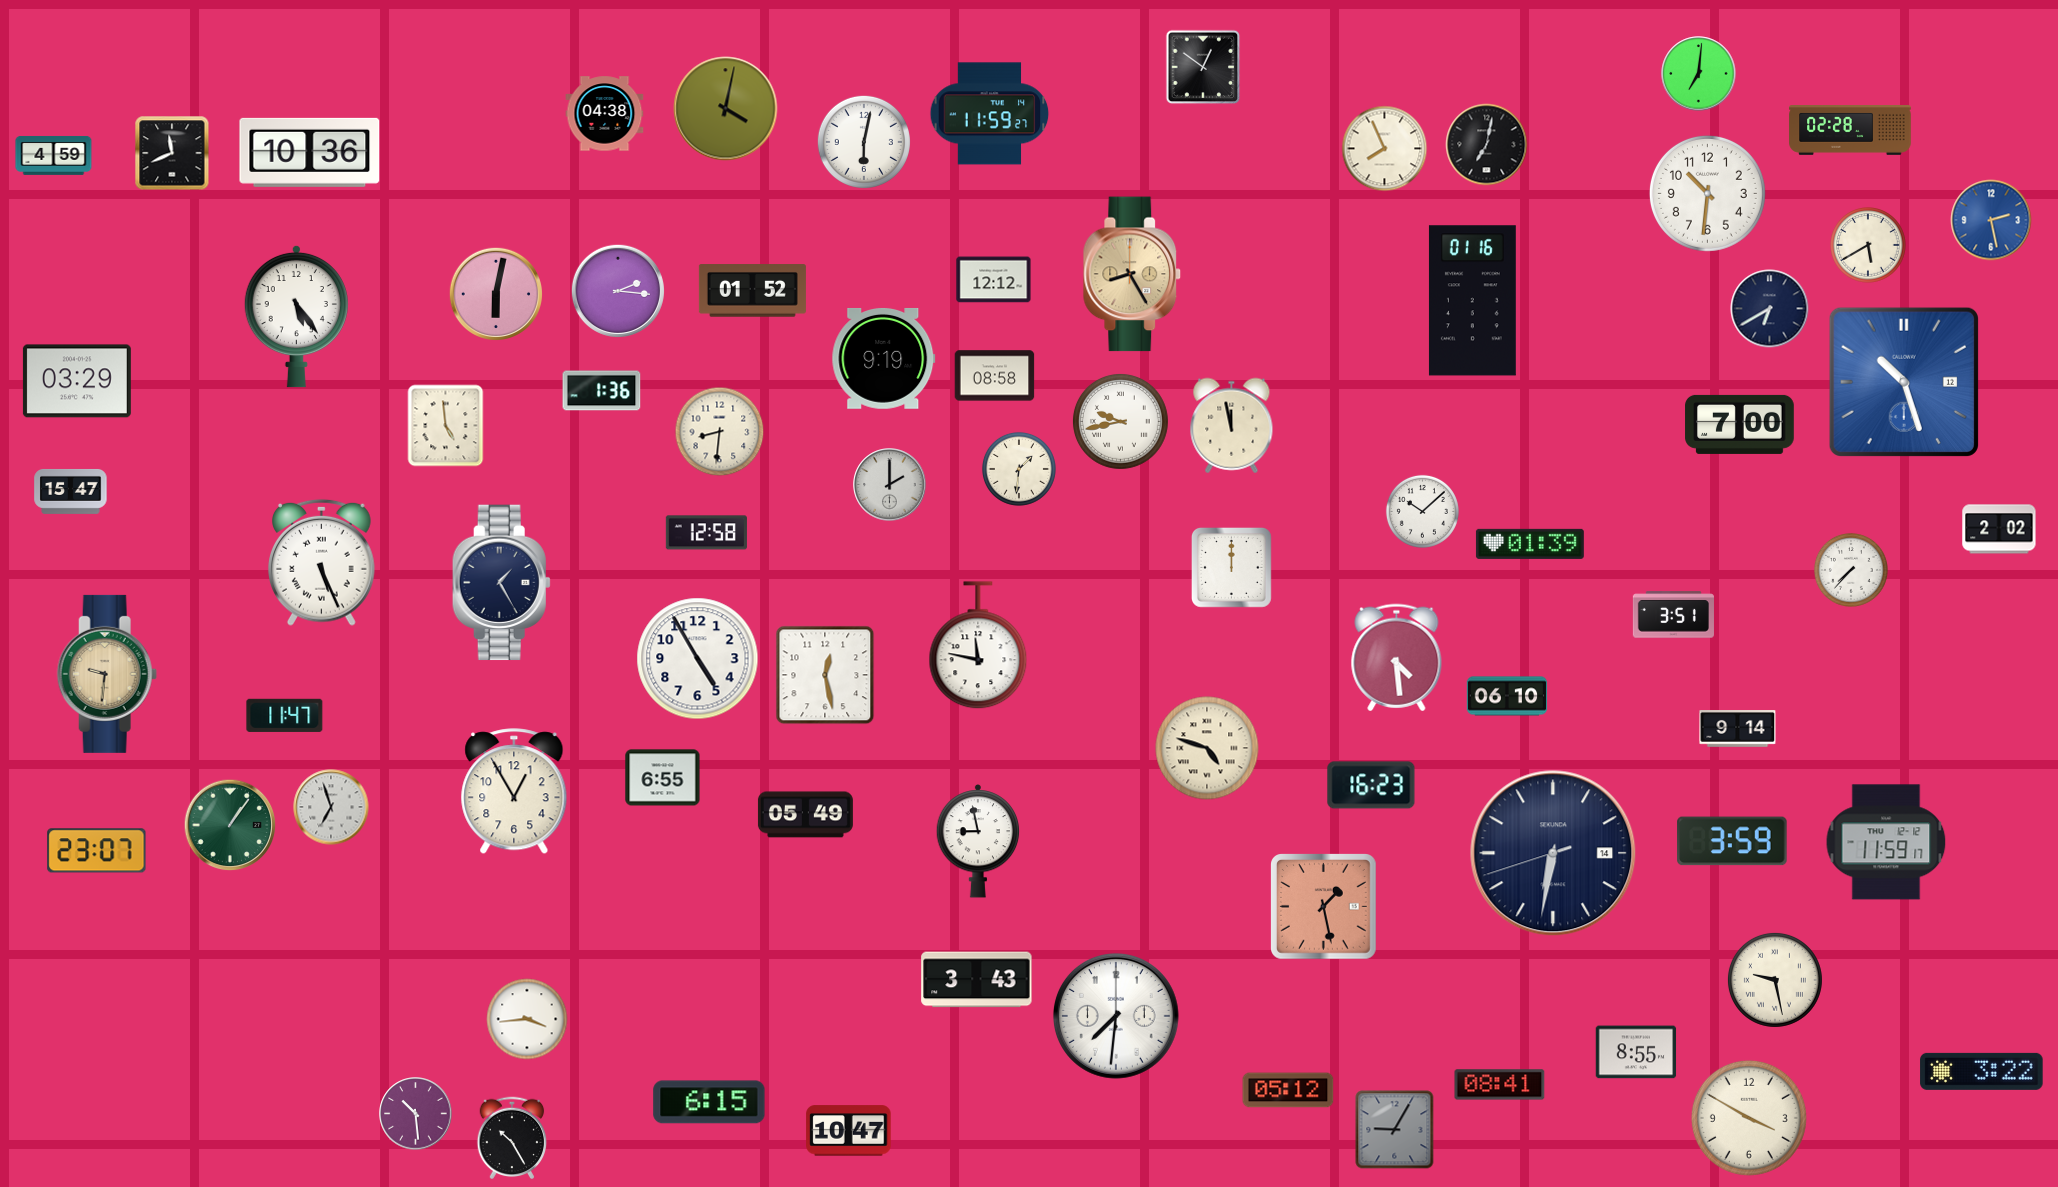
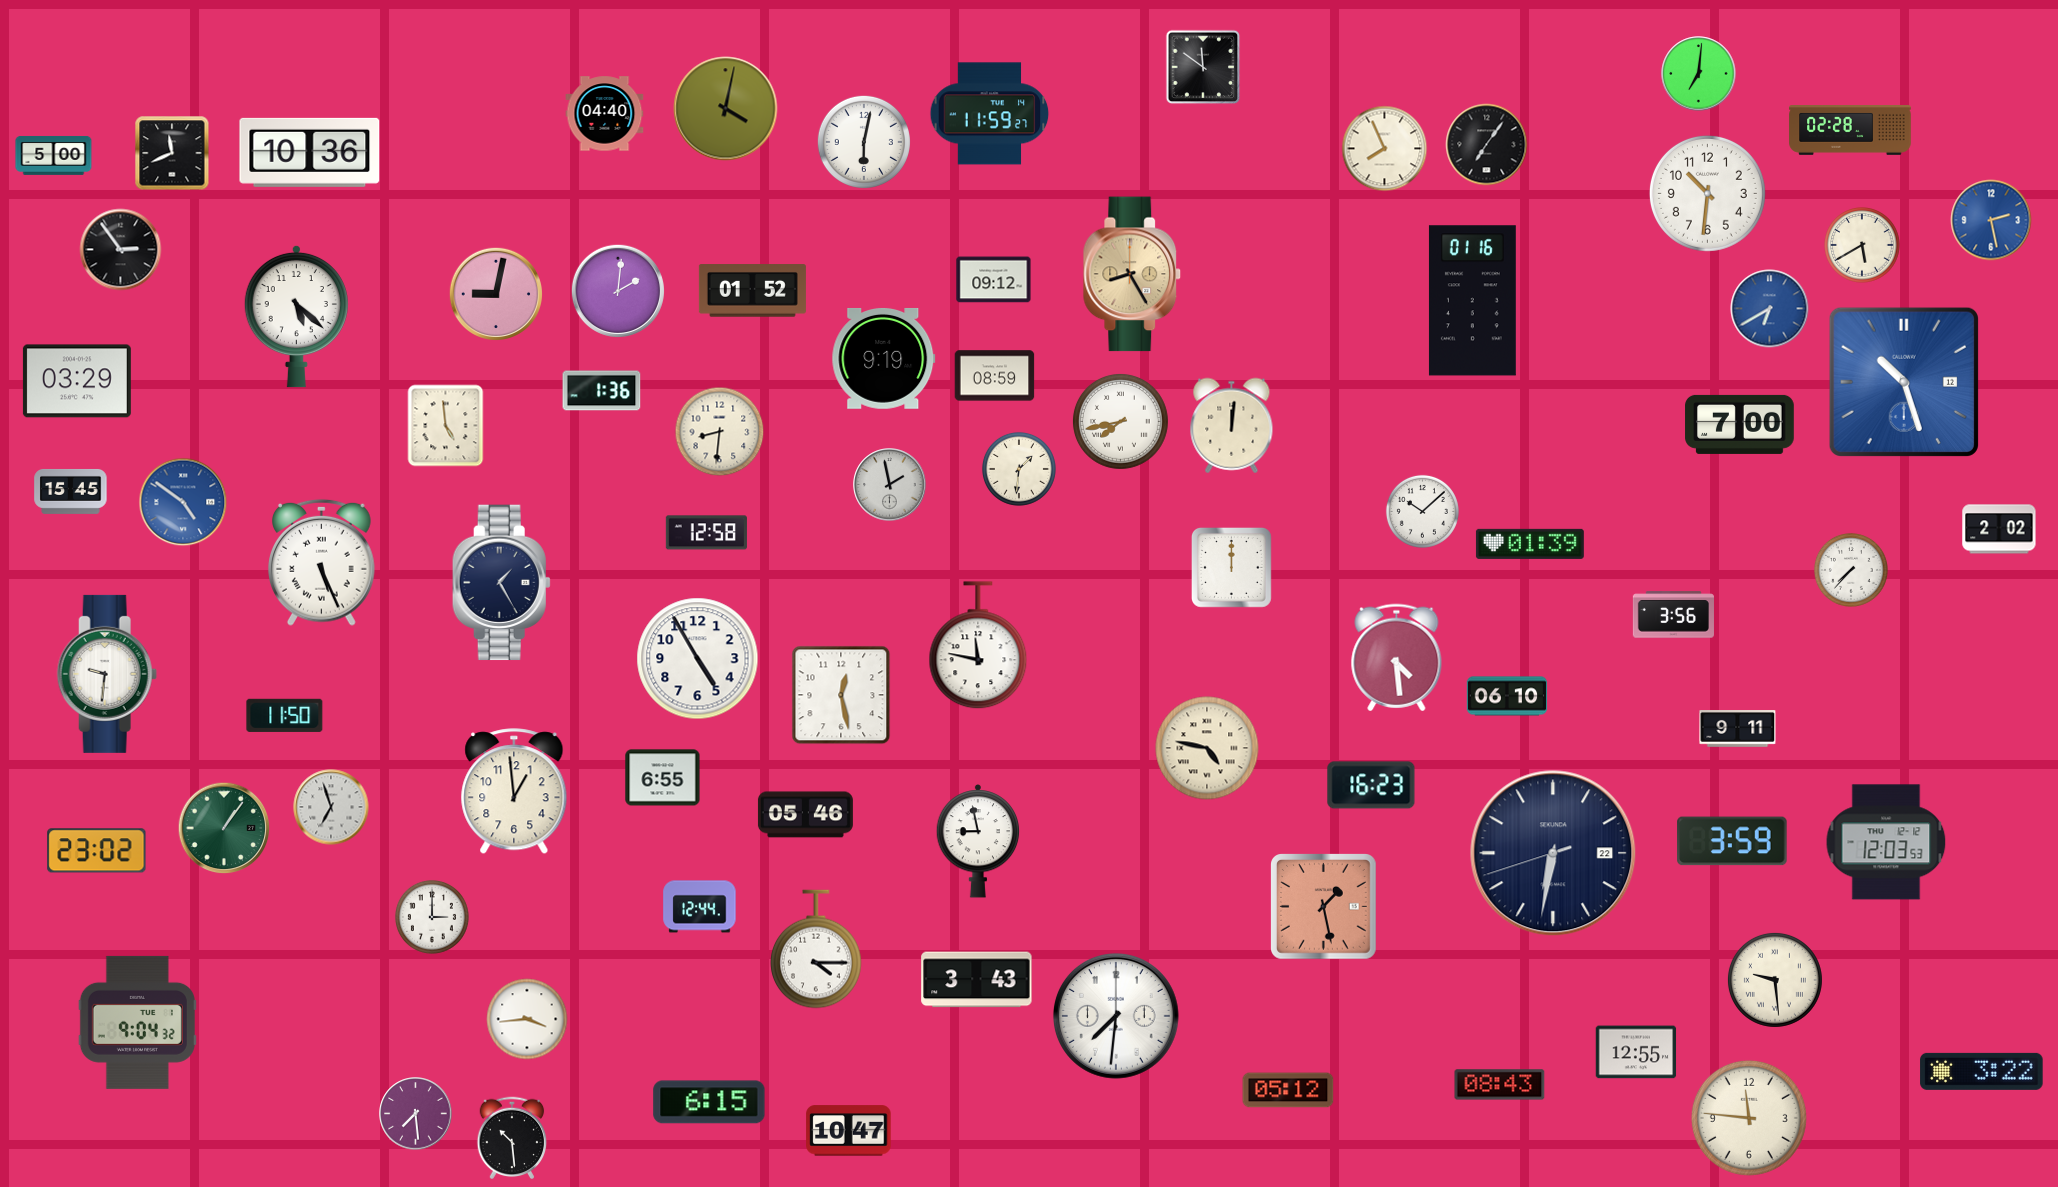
clock at (1203, 67): 12:51 -> 11:51
clock at (605, 114): 04:38 -> 04:40
clock at (1487, 145): 7:02 -> 7:06
clock at (54, 155): 4:59 -> 5:00
clock at (1868, 245) position: (1868, 245) -> (1862, 245)
clock at (121, 250): none -> 2:54
clock at (994, 280): 12:12 -> 09:12
clock at (617, 290): 2:16 -> 2:01
clock at (495, 293): 6:02 -> 9:02
clock at (1770, 309) dial: navy -> blue
clock at (296, 316): 5:24 -> 5:22
clock at (995, 376): 08:58 -> 08:59
clock at (1120, 421): 9:43 -> 7:43
clock at (1232, 426): 11:58 -> 12:01
clock at (890, 485): 2:00 -> 1:58
clock at (71, 491): 15:47 -> 15:45
clock at (183, 502): none -> 4:51
clock at (1673, 615): 3:51 -> 3:56
clock at (107, 674) dial: champagne -> white
clock at (825, 675) position: (825, 675) -> (841, 695)
clock at (285, 715): 11:47 -> 11:50
clock at (1738, 729): 9:14 -> 9:11
clock at (1207, 748): 4:48 -> 4:47
clock at (514, 792): 12:55 -> 12:59
clock at (805, 815): 05:49 -> 05:46
clock at (230, 825) position: (230, 825) -> (224, 828)
clock at (1886, 842): 11:59 -> 12:03
clock at (97, 851): 23:07 -> 23:02
clock at (1553, 853) date: 14 -> 22
clock at (700, 907): none -> 12:44
clock at (432, 917): none -> 3:00
clock at (816, 949): none -> 4:15
clock at (1775, 980): 9:28 -> 9:29
clock at (137, 1022): none -> 9:04
clock at (1636, 1052): 8:55 -> 12:55
clock at (1500, 1085): 08:41 -> 08:43
clock at (416, 1114): 10:29 -> 7:29
clock at (1749, 1118): 3:50 -> 11:46
clock at (1395, 1130): 9:05 -> none
clock at (512, 1138): 10:25 -> 10:29
